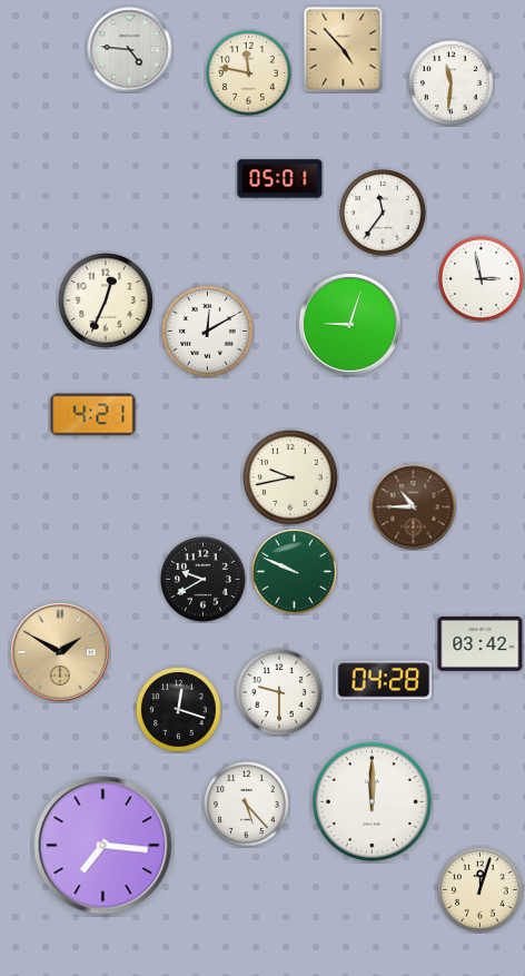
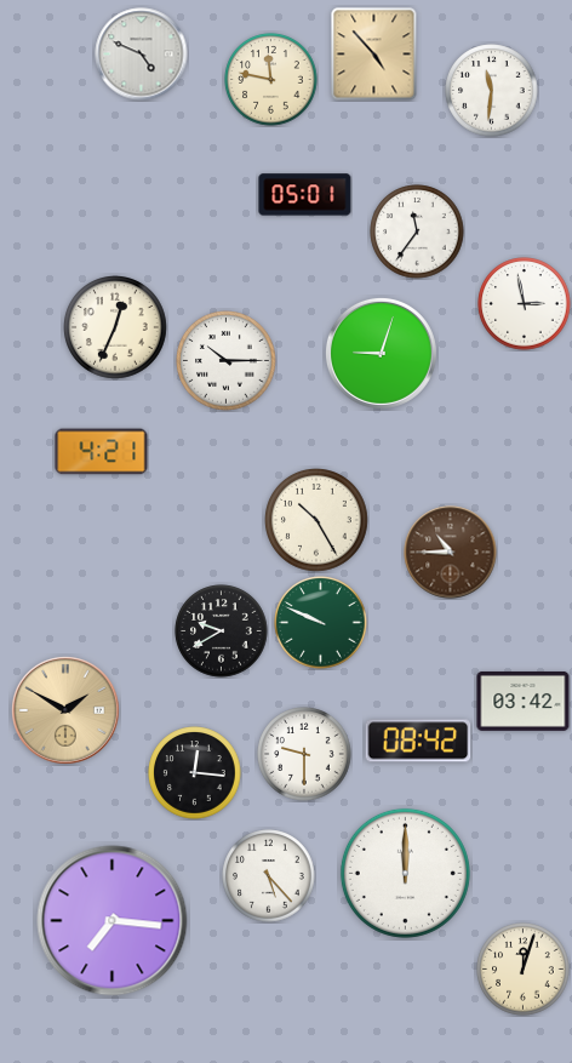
clock at (130, 50): 4:46 -> 4:49
clock at (208, 332): 12:10 -> 10:15
clock at (291, 479): 9:43 -> 10:25
clock at (384, 680): 04:28 -> 08:42
clock at (179, 710): 12:18 -> 12:16
